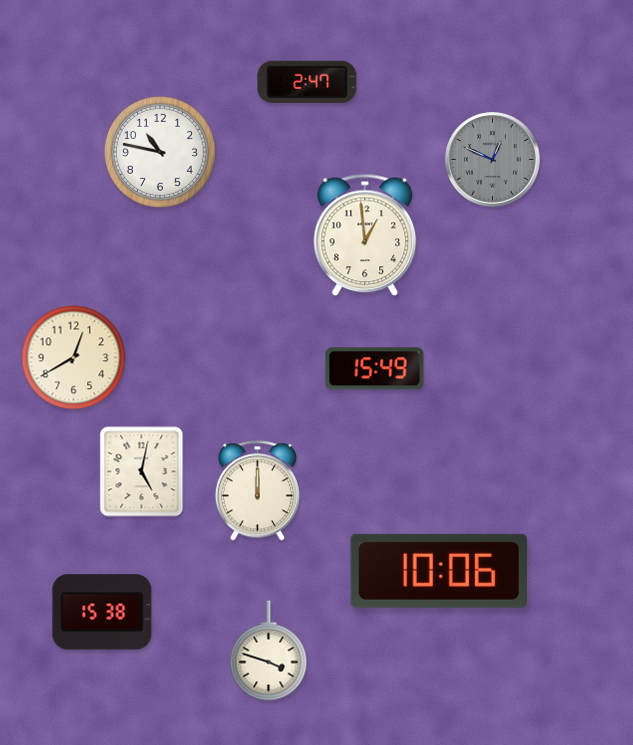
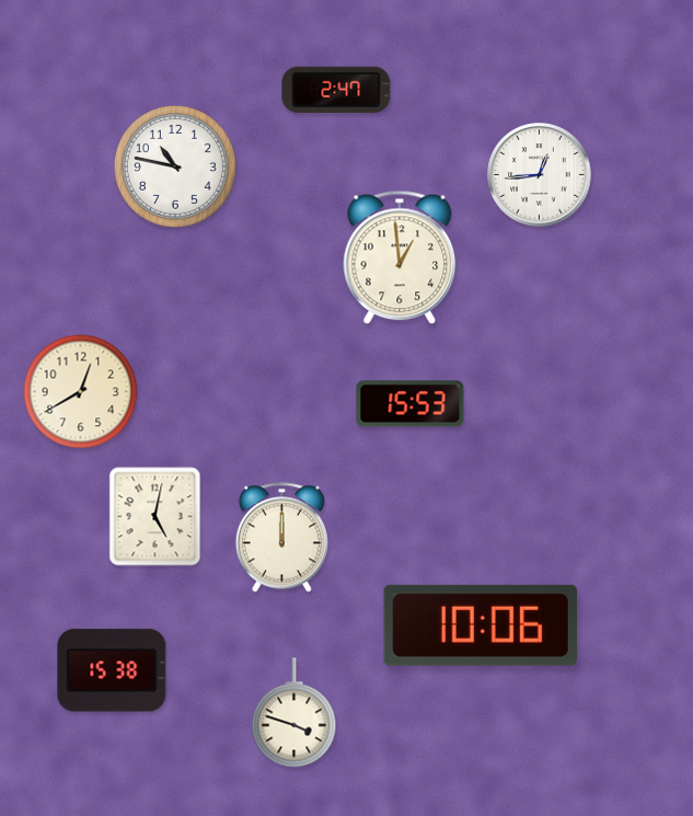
clock at (493, 160): 12:49 -> 12:44
clock at (493, 160) dial: grey -> white
clock at (375, 369): 15:49 -> 15:53
